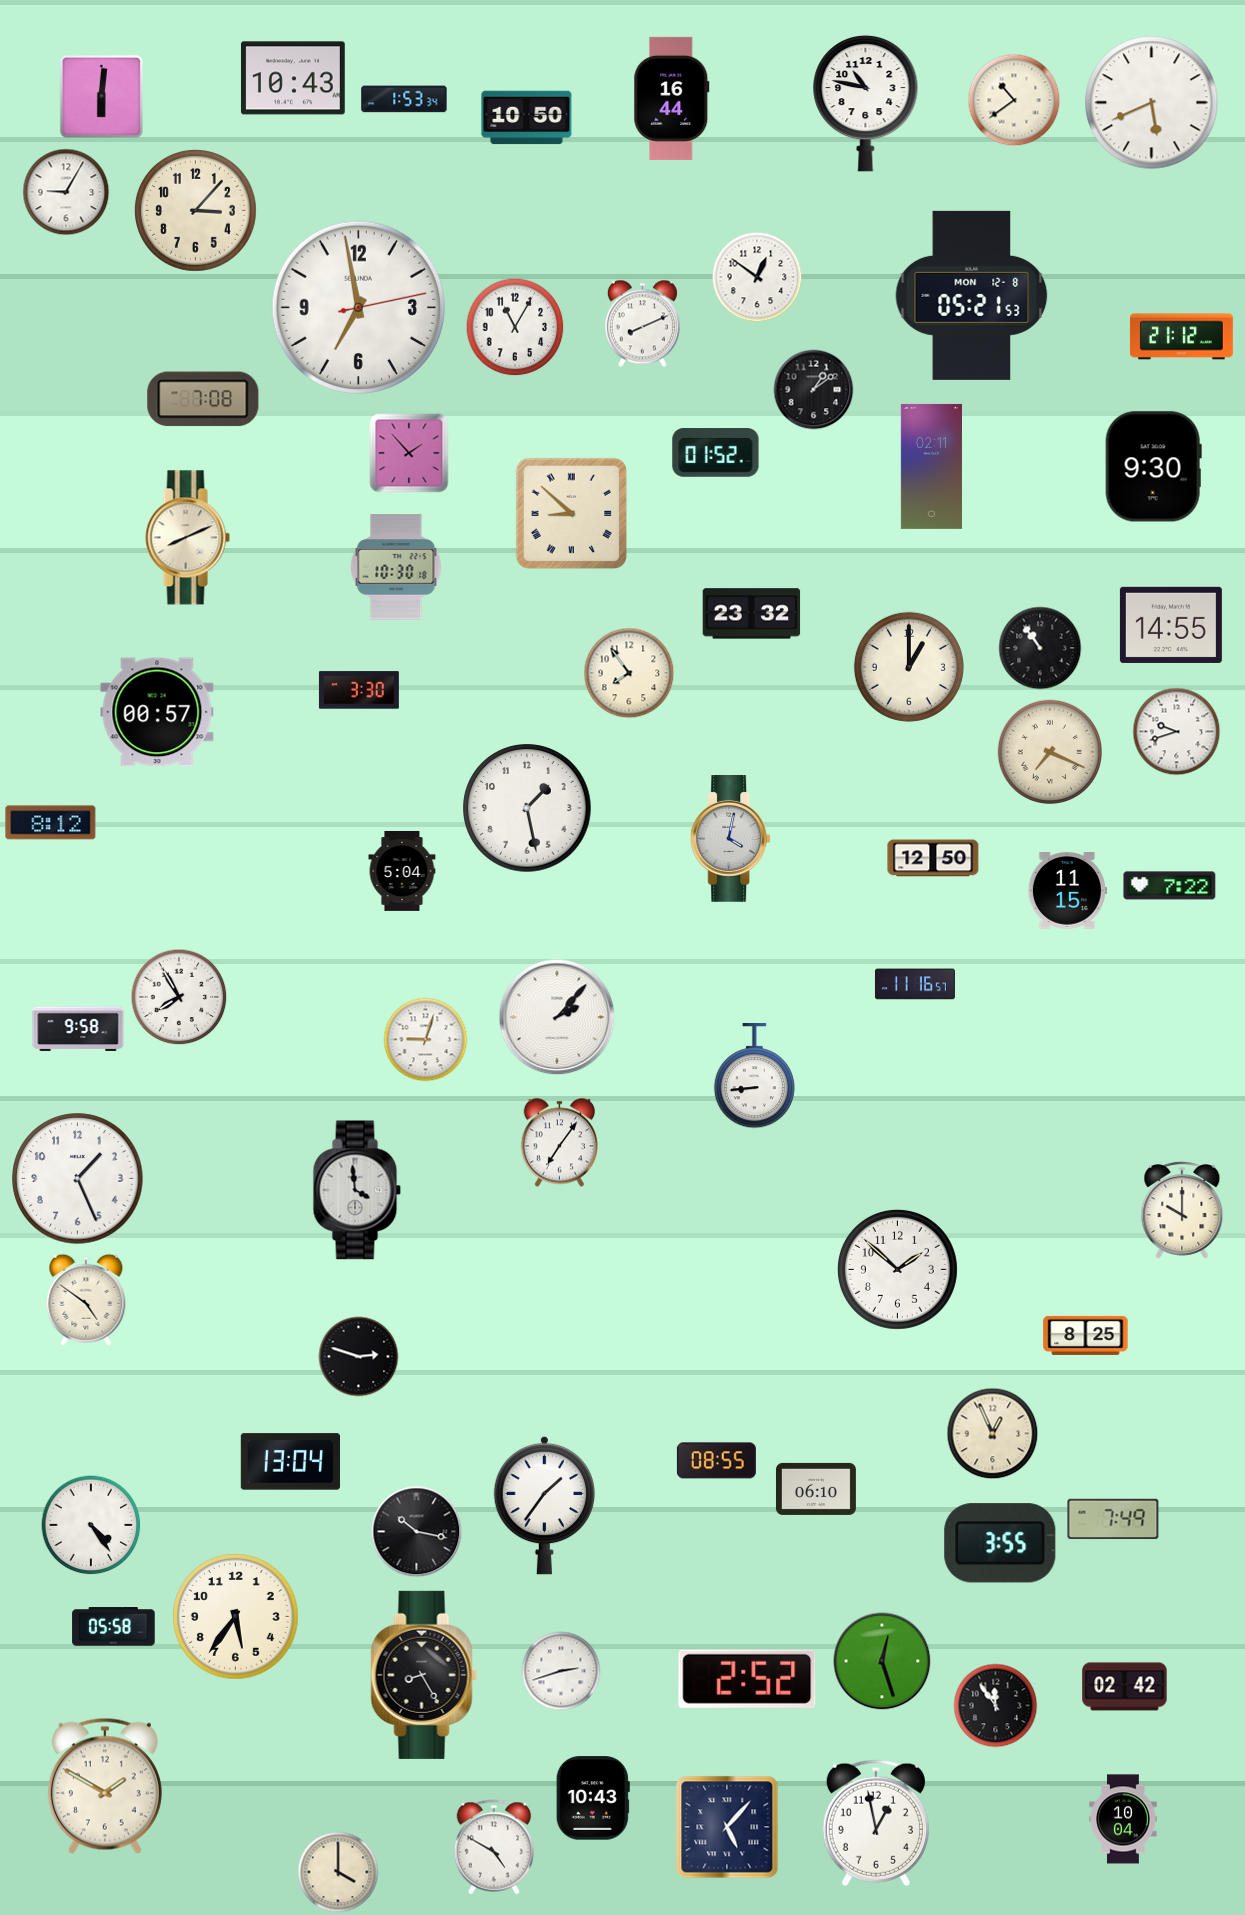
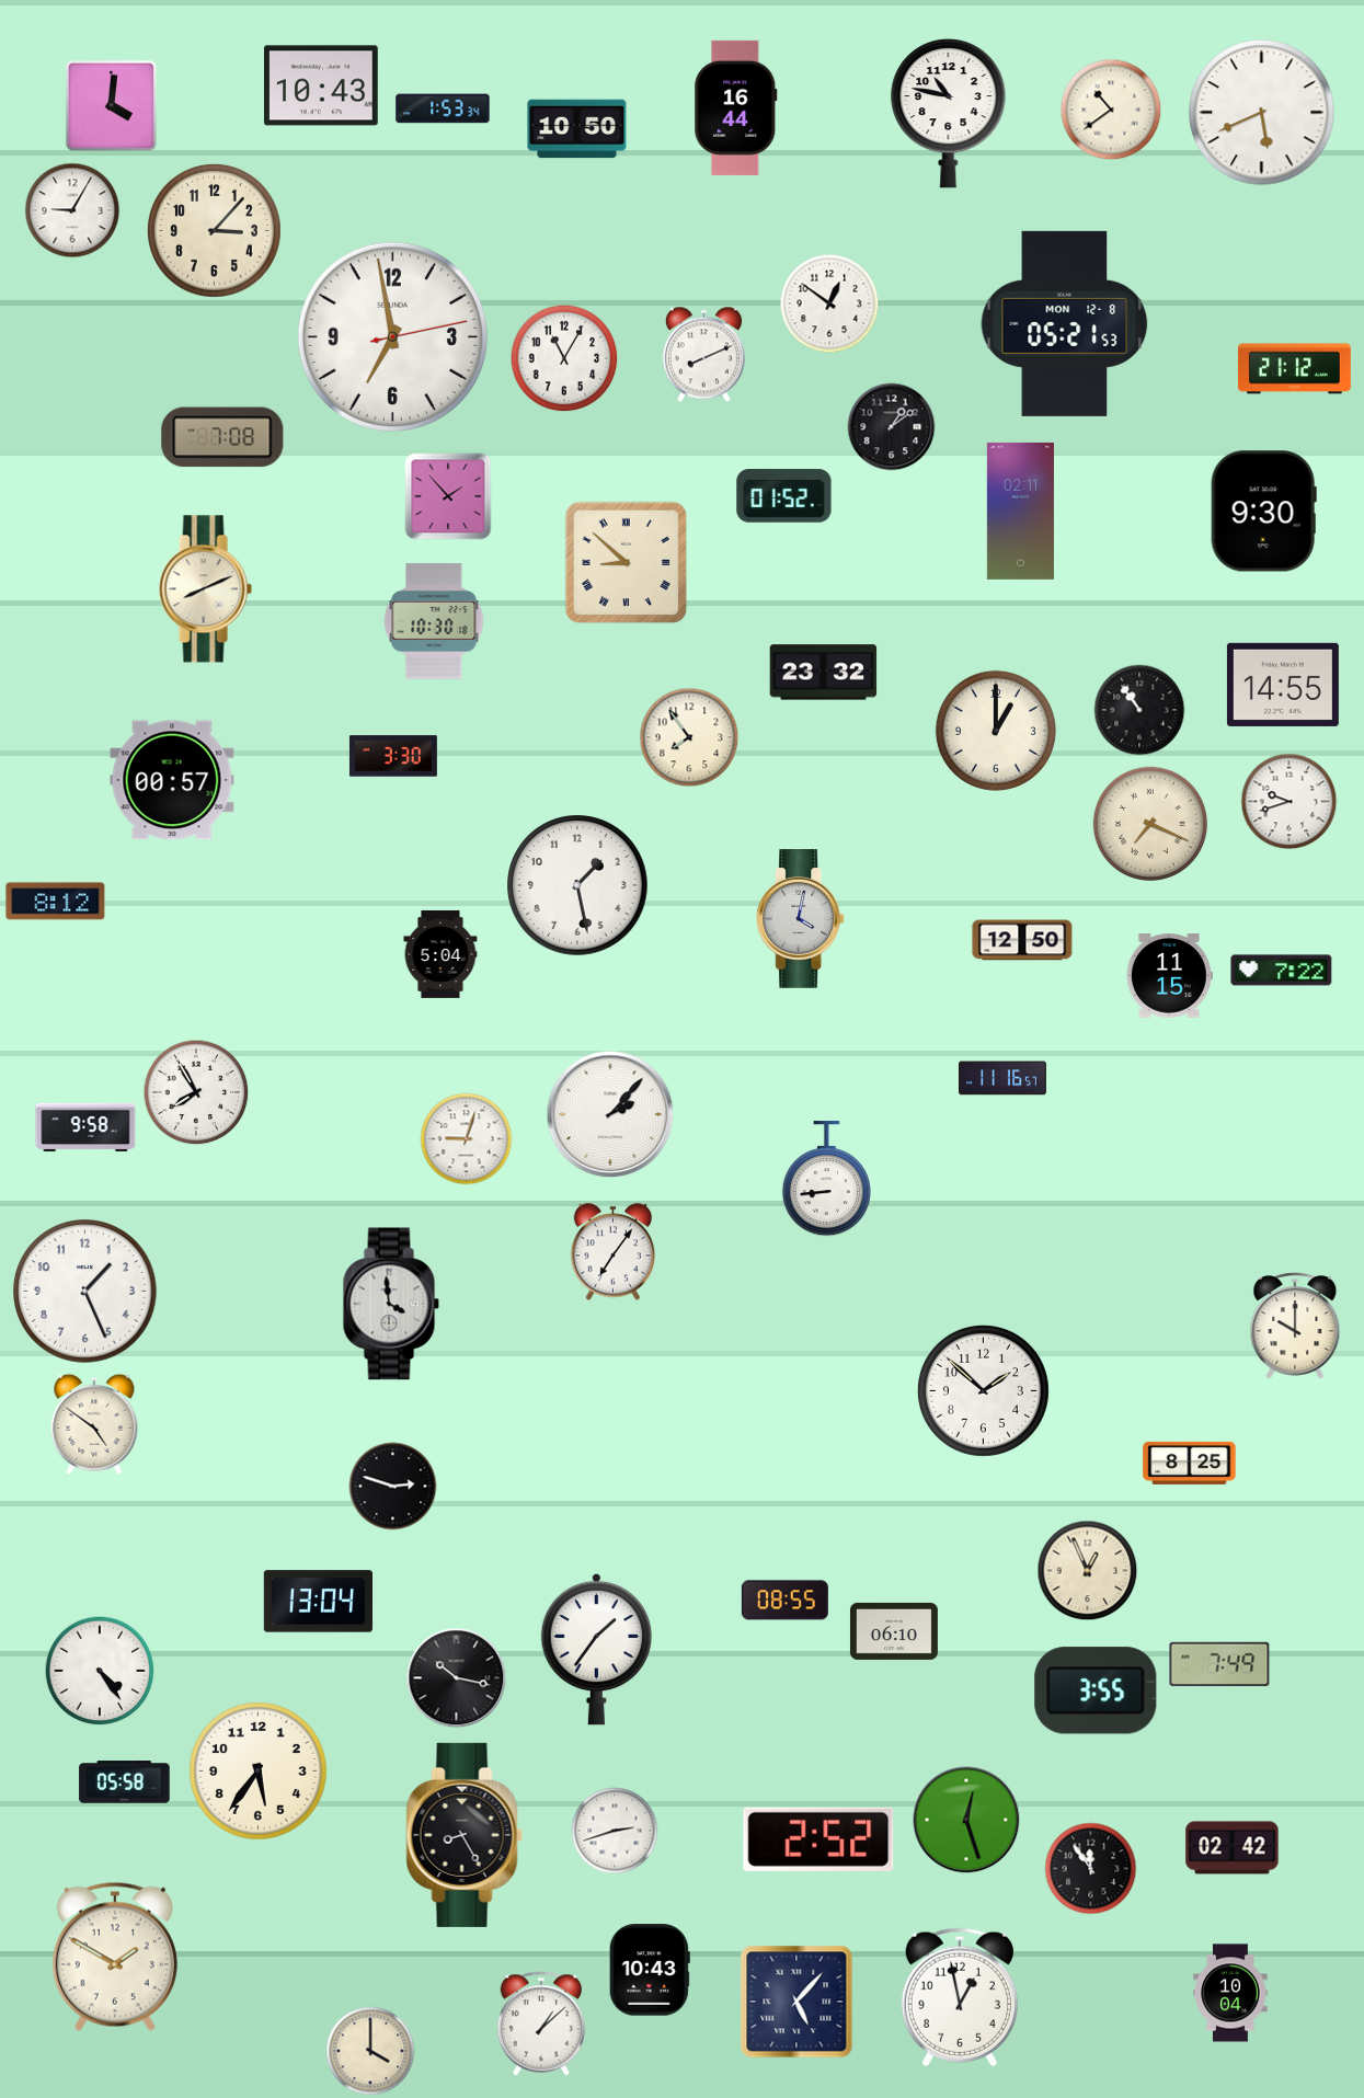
clock at (101, 96): 6:01 -> 4:01
clock at (494, 1847): 4:50 -> 1:08
